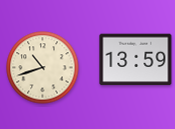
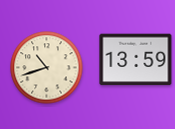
clock at (43, 68) position: (43, 68) -> (47, 68)
